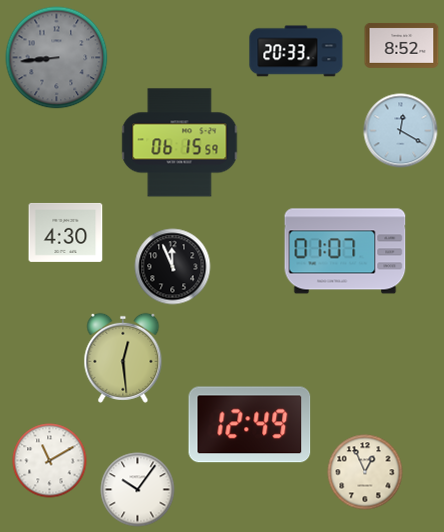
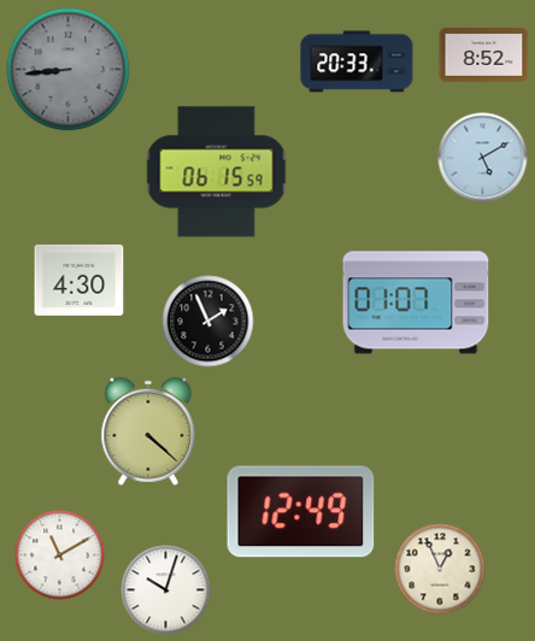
clock at (401, 131): 12:20 -> 5:10
clock at (173, 267): 11:56 -> 1:56
clock at (123, 358): 12:29 -> 4:22
clock at (138, 490): 10:06 -> 10:03
